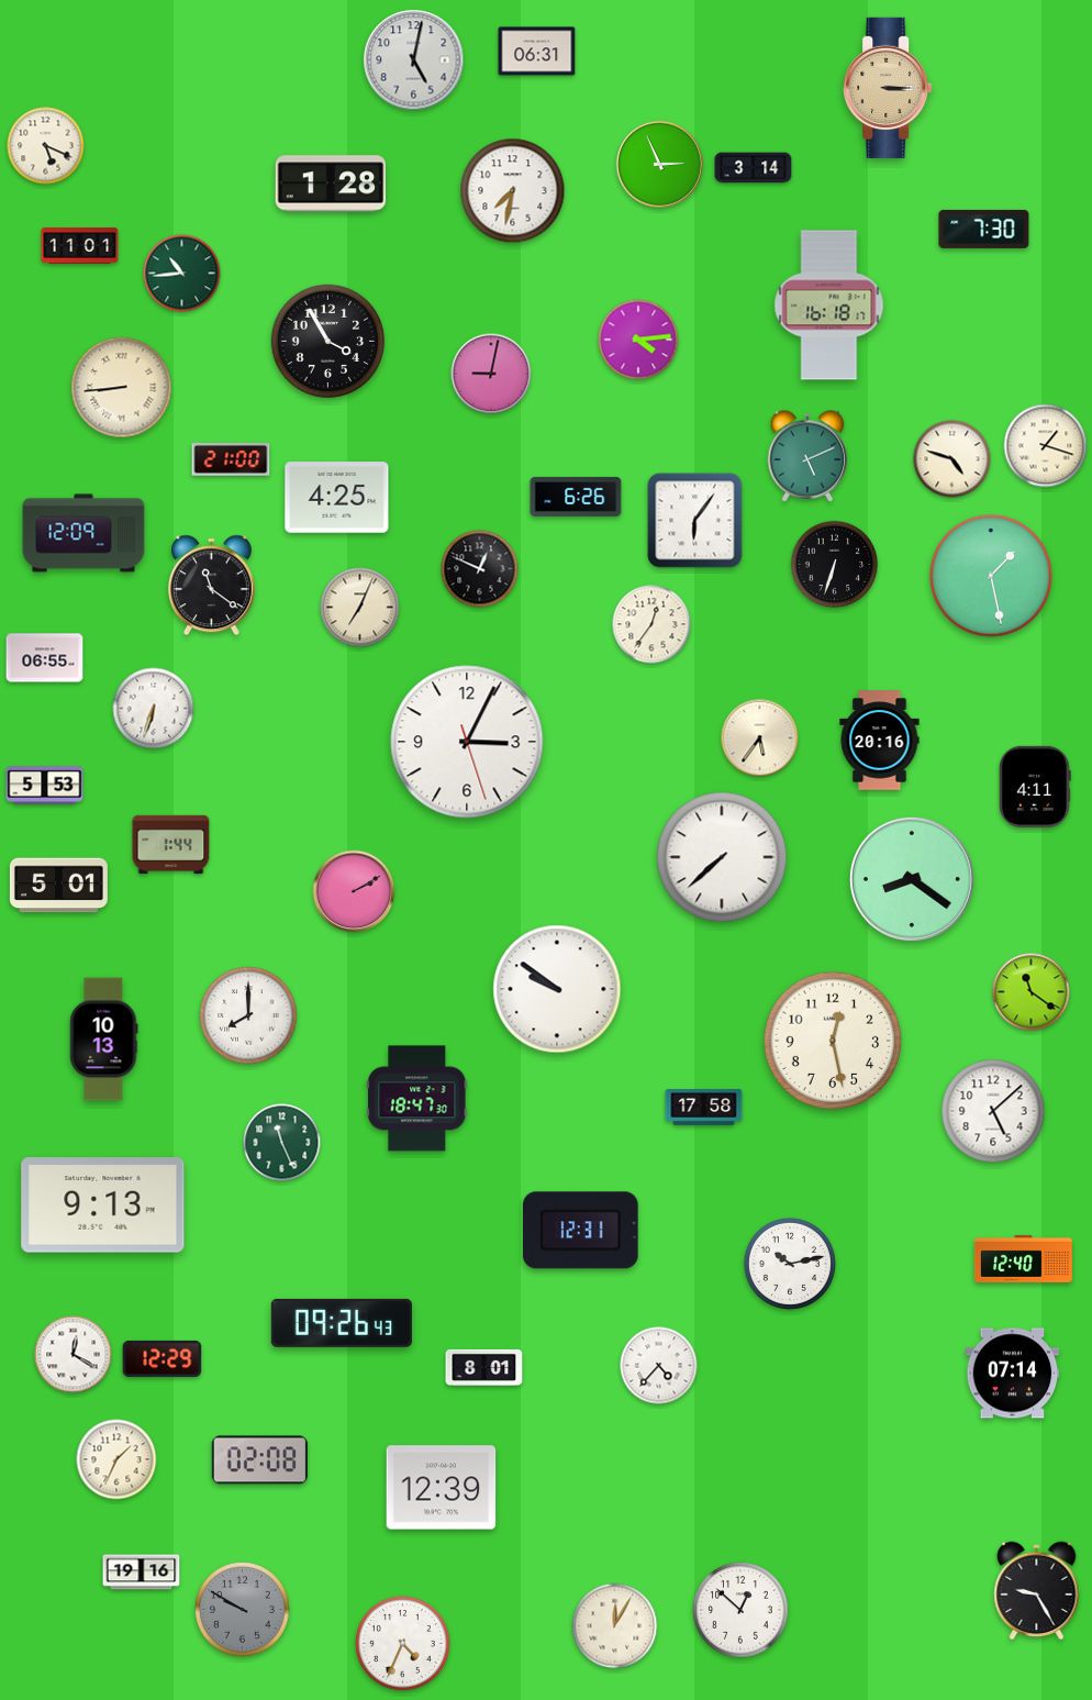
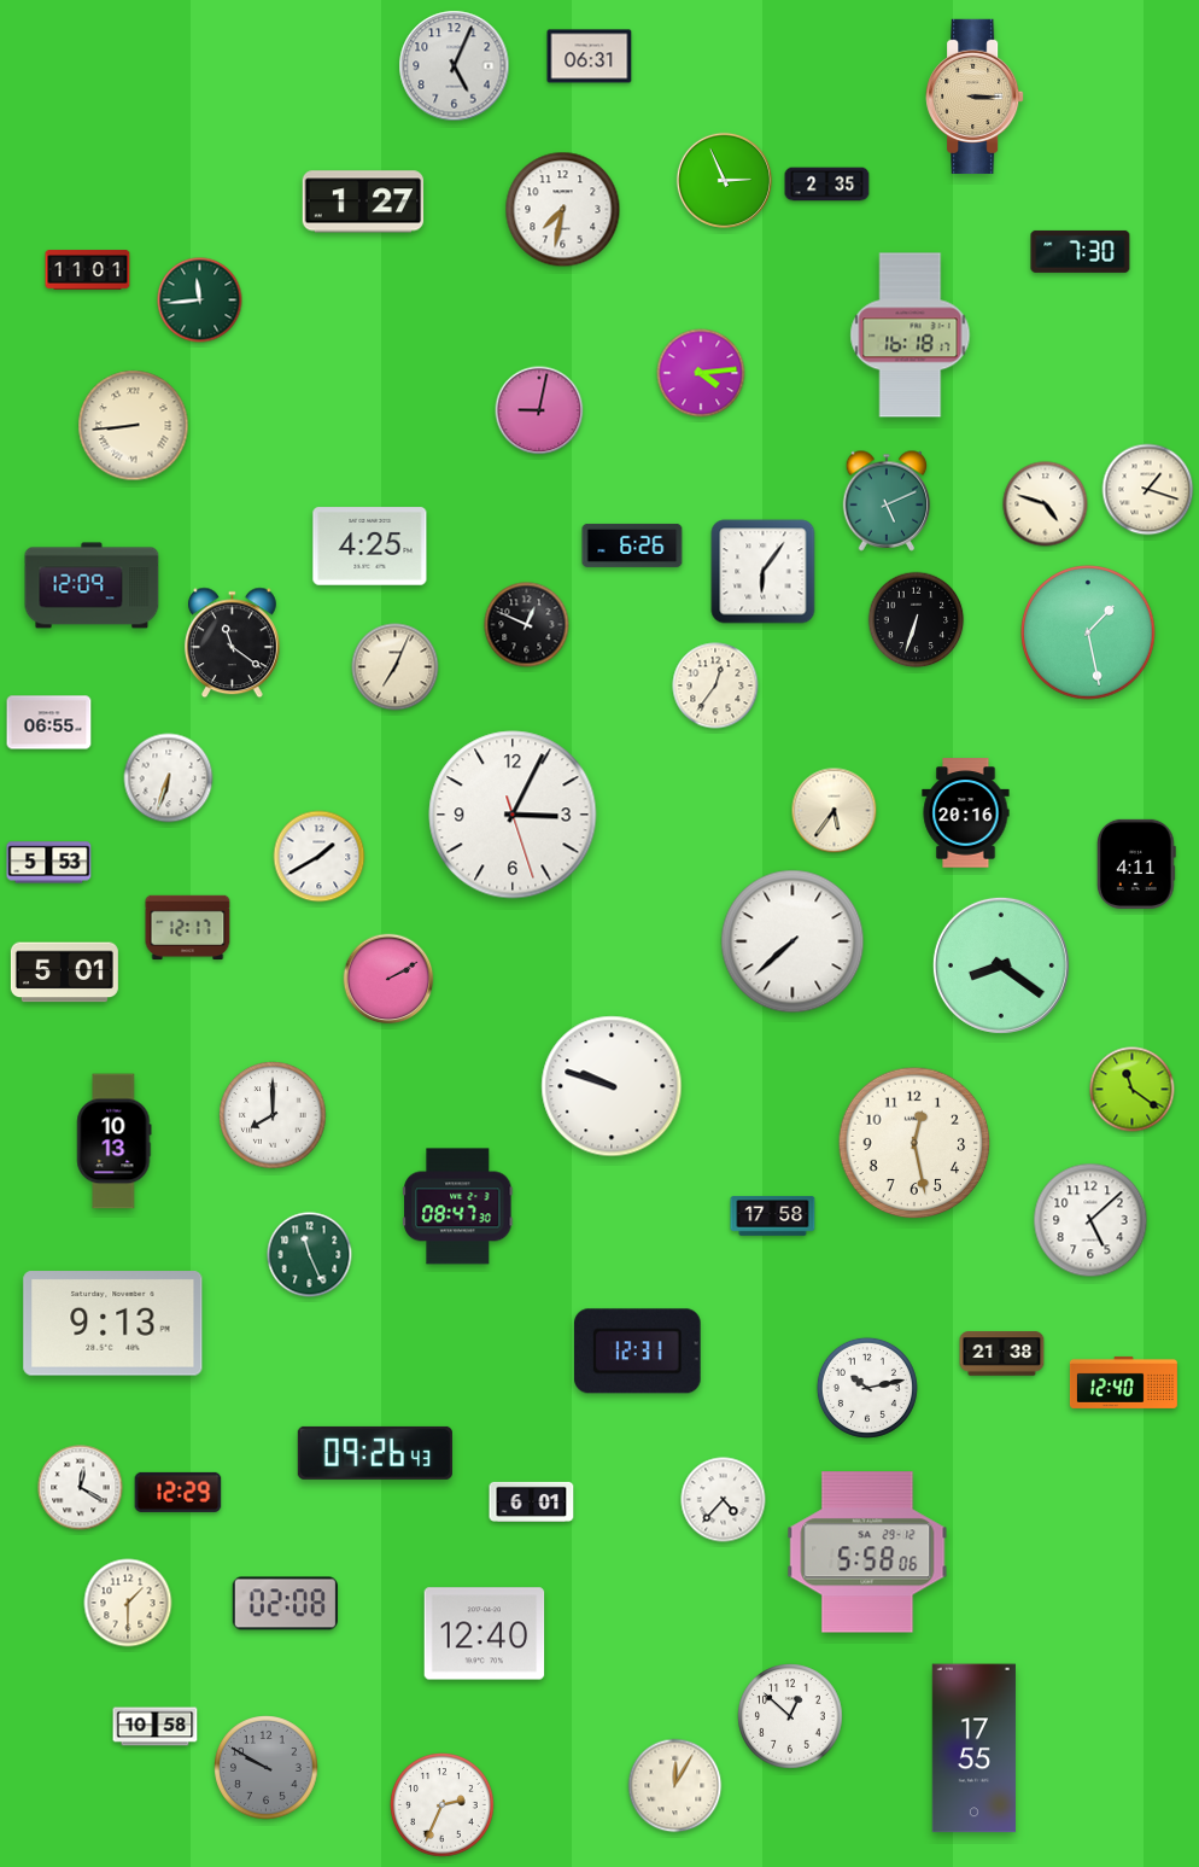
clock at (414, 60): 5:02 -> 5:04
clock at (46, 146): 5:19 -> none
clock at (754, 168): 3:14 -> 2:35
clock at (331, 184): 1:28 -> 1:27
clock at (182, 274): 10:44 -> 11:44
clock at (328, 342): 3:55 -> none
clock at (231, 459): 21:00 -> none
clock at (320, 857): none -> 1:40
clock at (171, 845): 1:44 -> 12:17
clock at (557, 989): 9:51 -> 9:48
clock at (417, 1099): 18:47 -> 08:47
clock at (1002, 1354): none -> 21:38
clock at (484, 1367): 8:01 -> 6:01
clock at (1013, 1374): 07:14 -> none
clock at (867, 1552): none -> 5:58
clock at (116, 1459): 1:34 -> 1:30
clock at (442, 1488): 12:39 -> 12:40
clock at (142, 1573): 19:16 -> 10:58
clock at (1037, 1591): 9:25 -> none
clock at (973, 1749): none -> 17:55
clock at (740, 1610) position: (740, 1610) -> (790, 1716)
clock at (403, 1644): 4:34 -> 2:34
